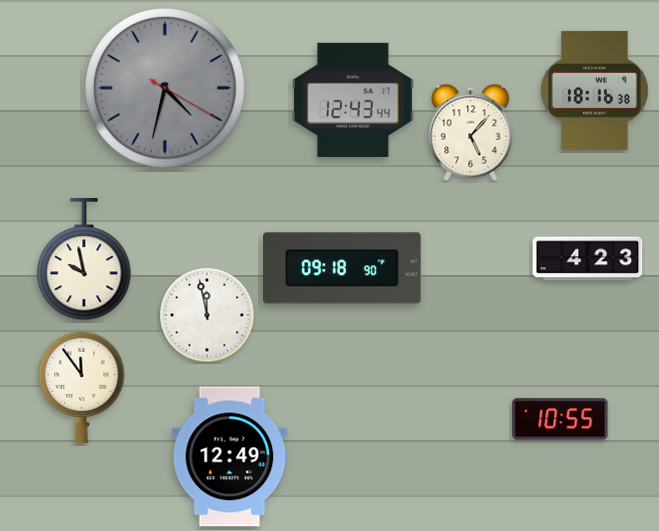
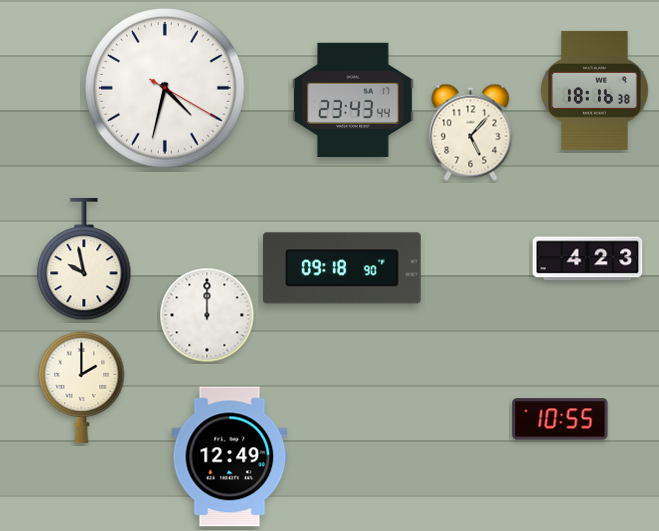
clock at (165, 88) dial: grey -> white
clock at (353, 100): 12:43 -> 23:43
clock at (207, 315): 11:58 -> 12:00
clock at (82, 387): 11:54 -> 2:00
